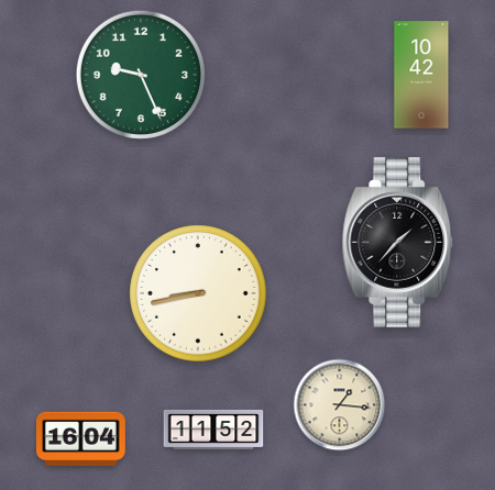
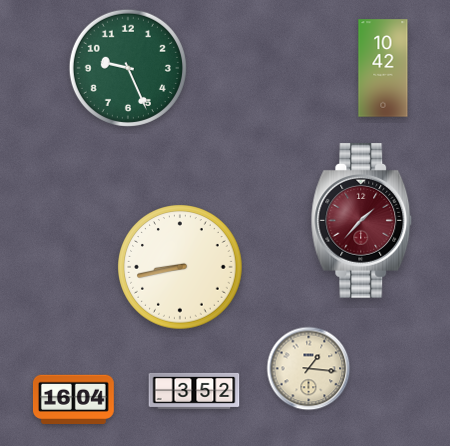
clock at (398, 243) dial: black -> burgundy
clock at (213, 430): 11:52 -> 3:52
